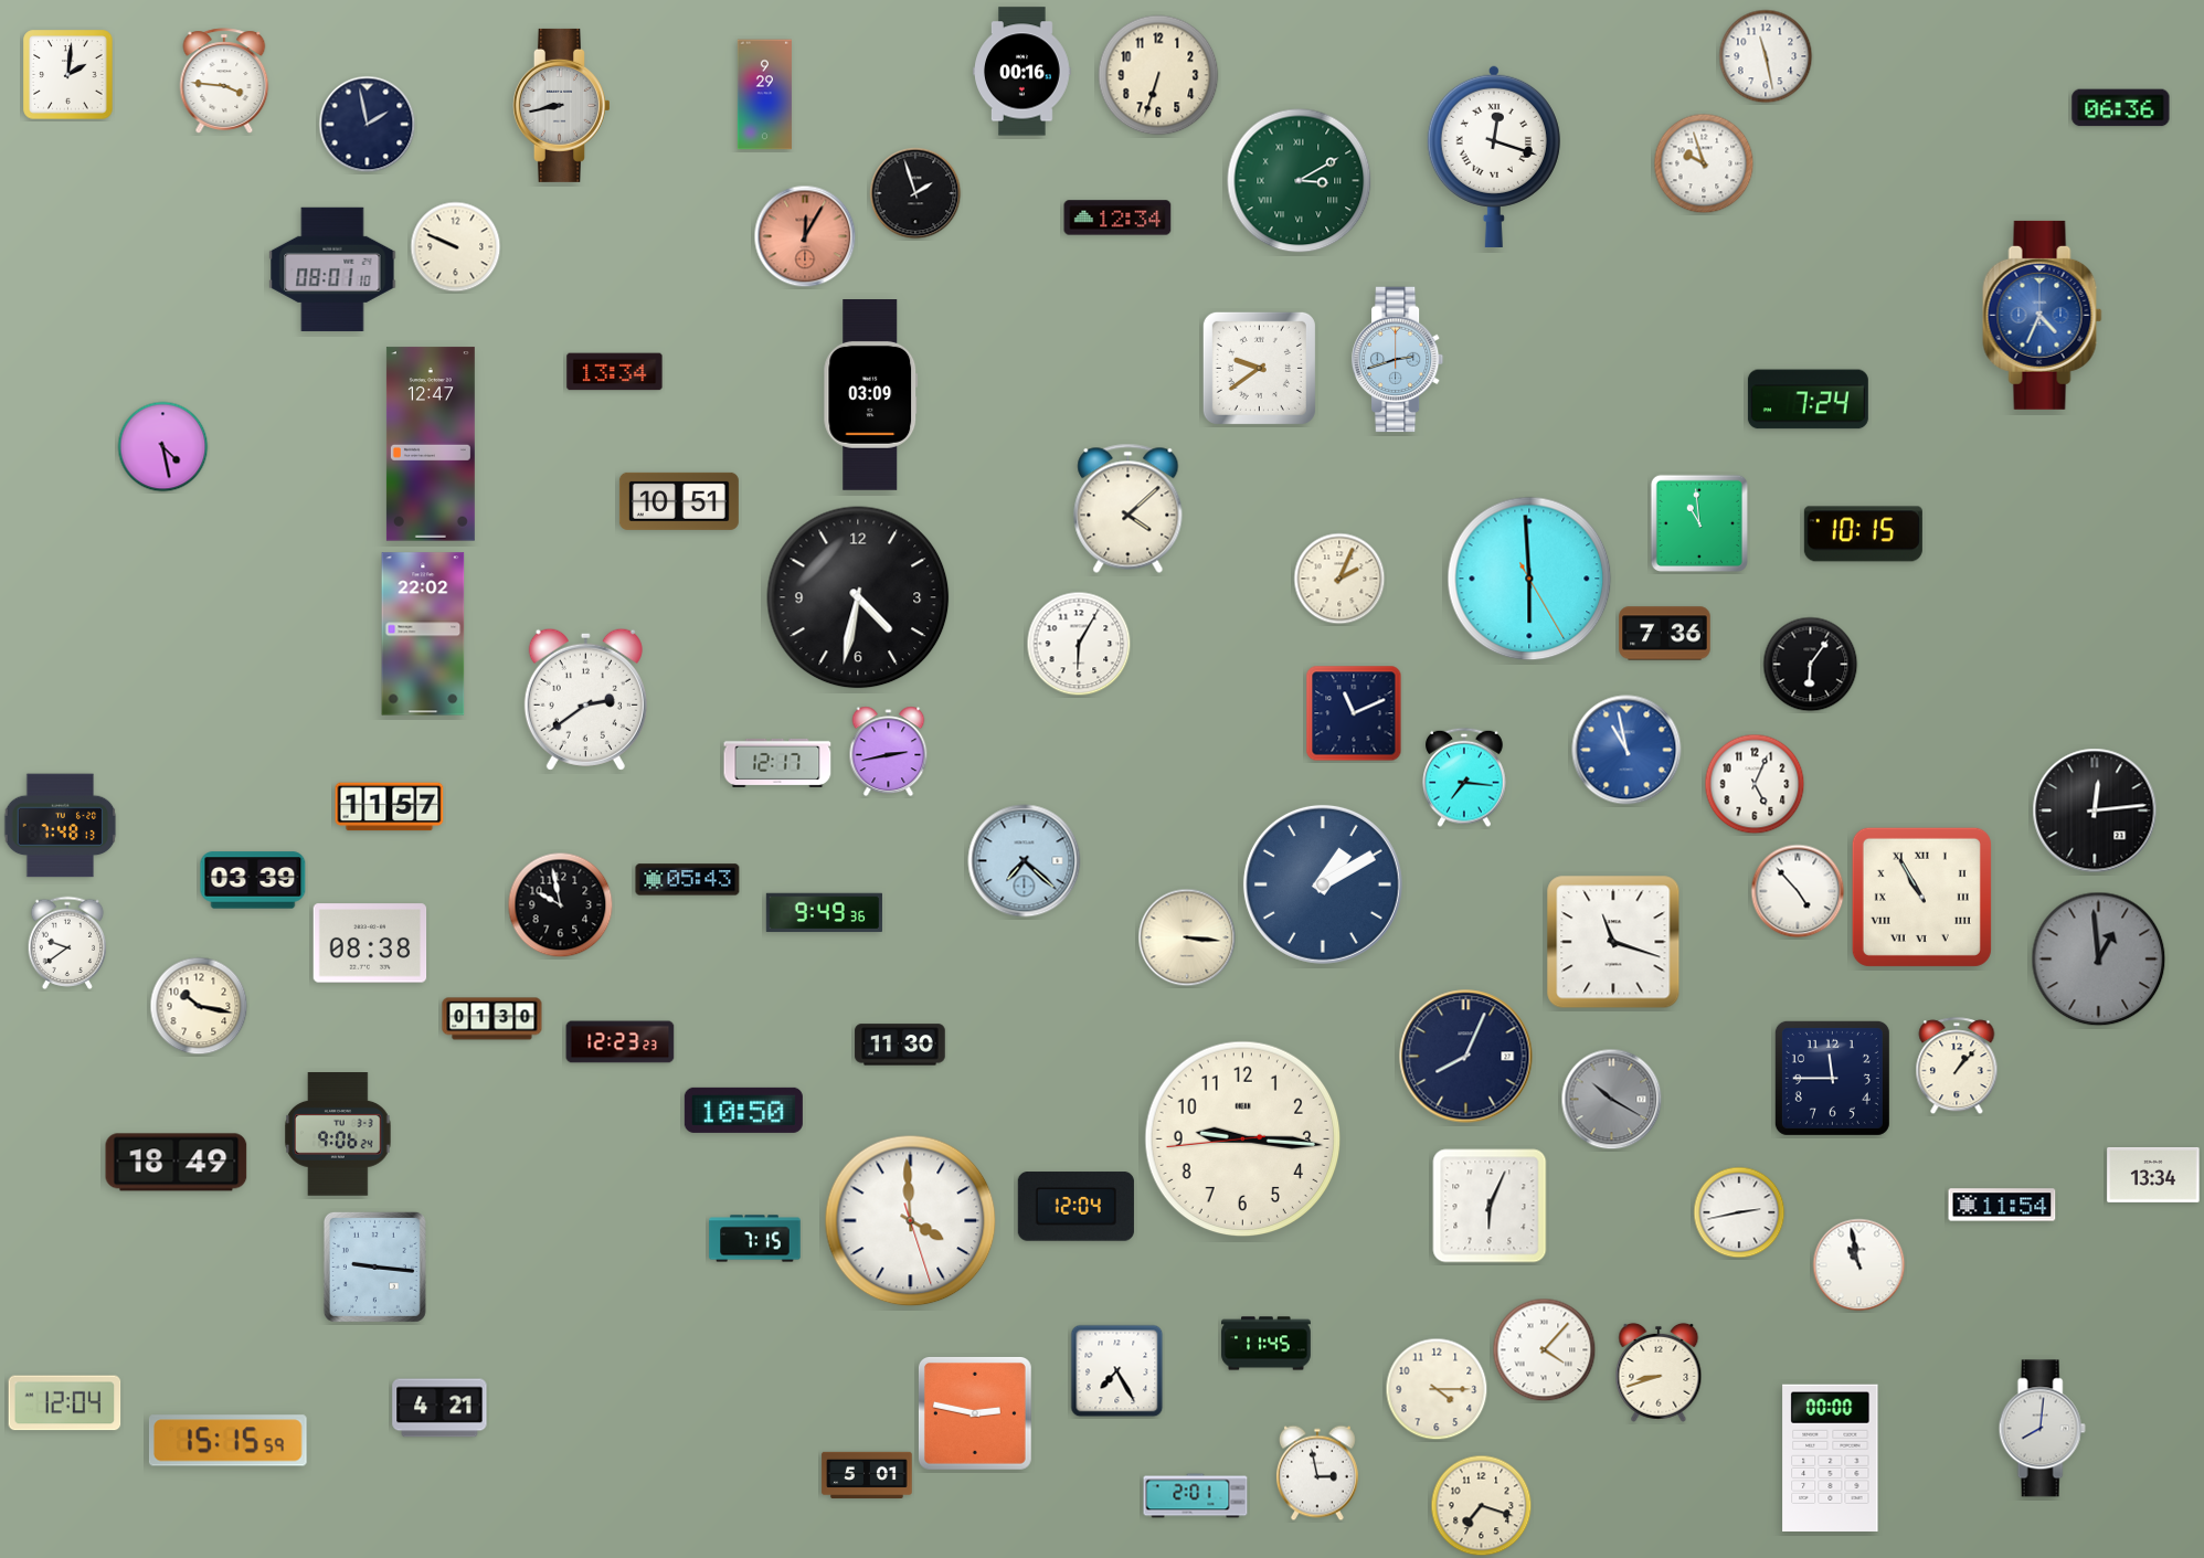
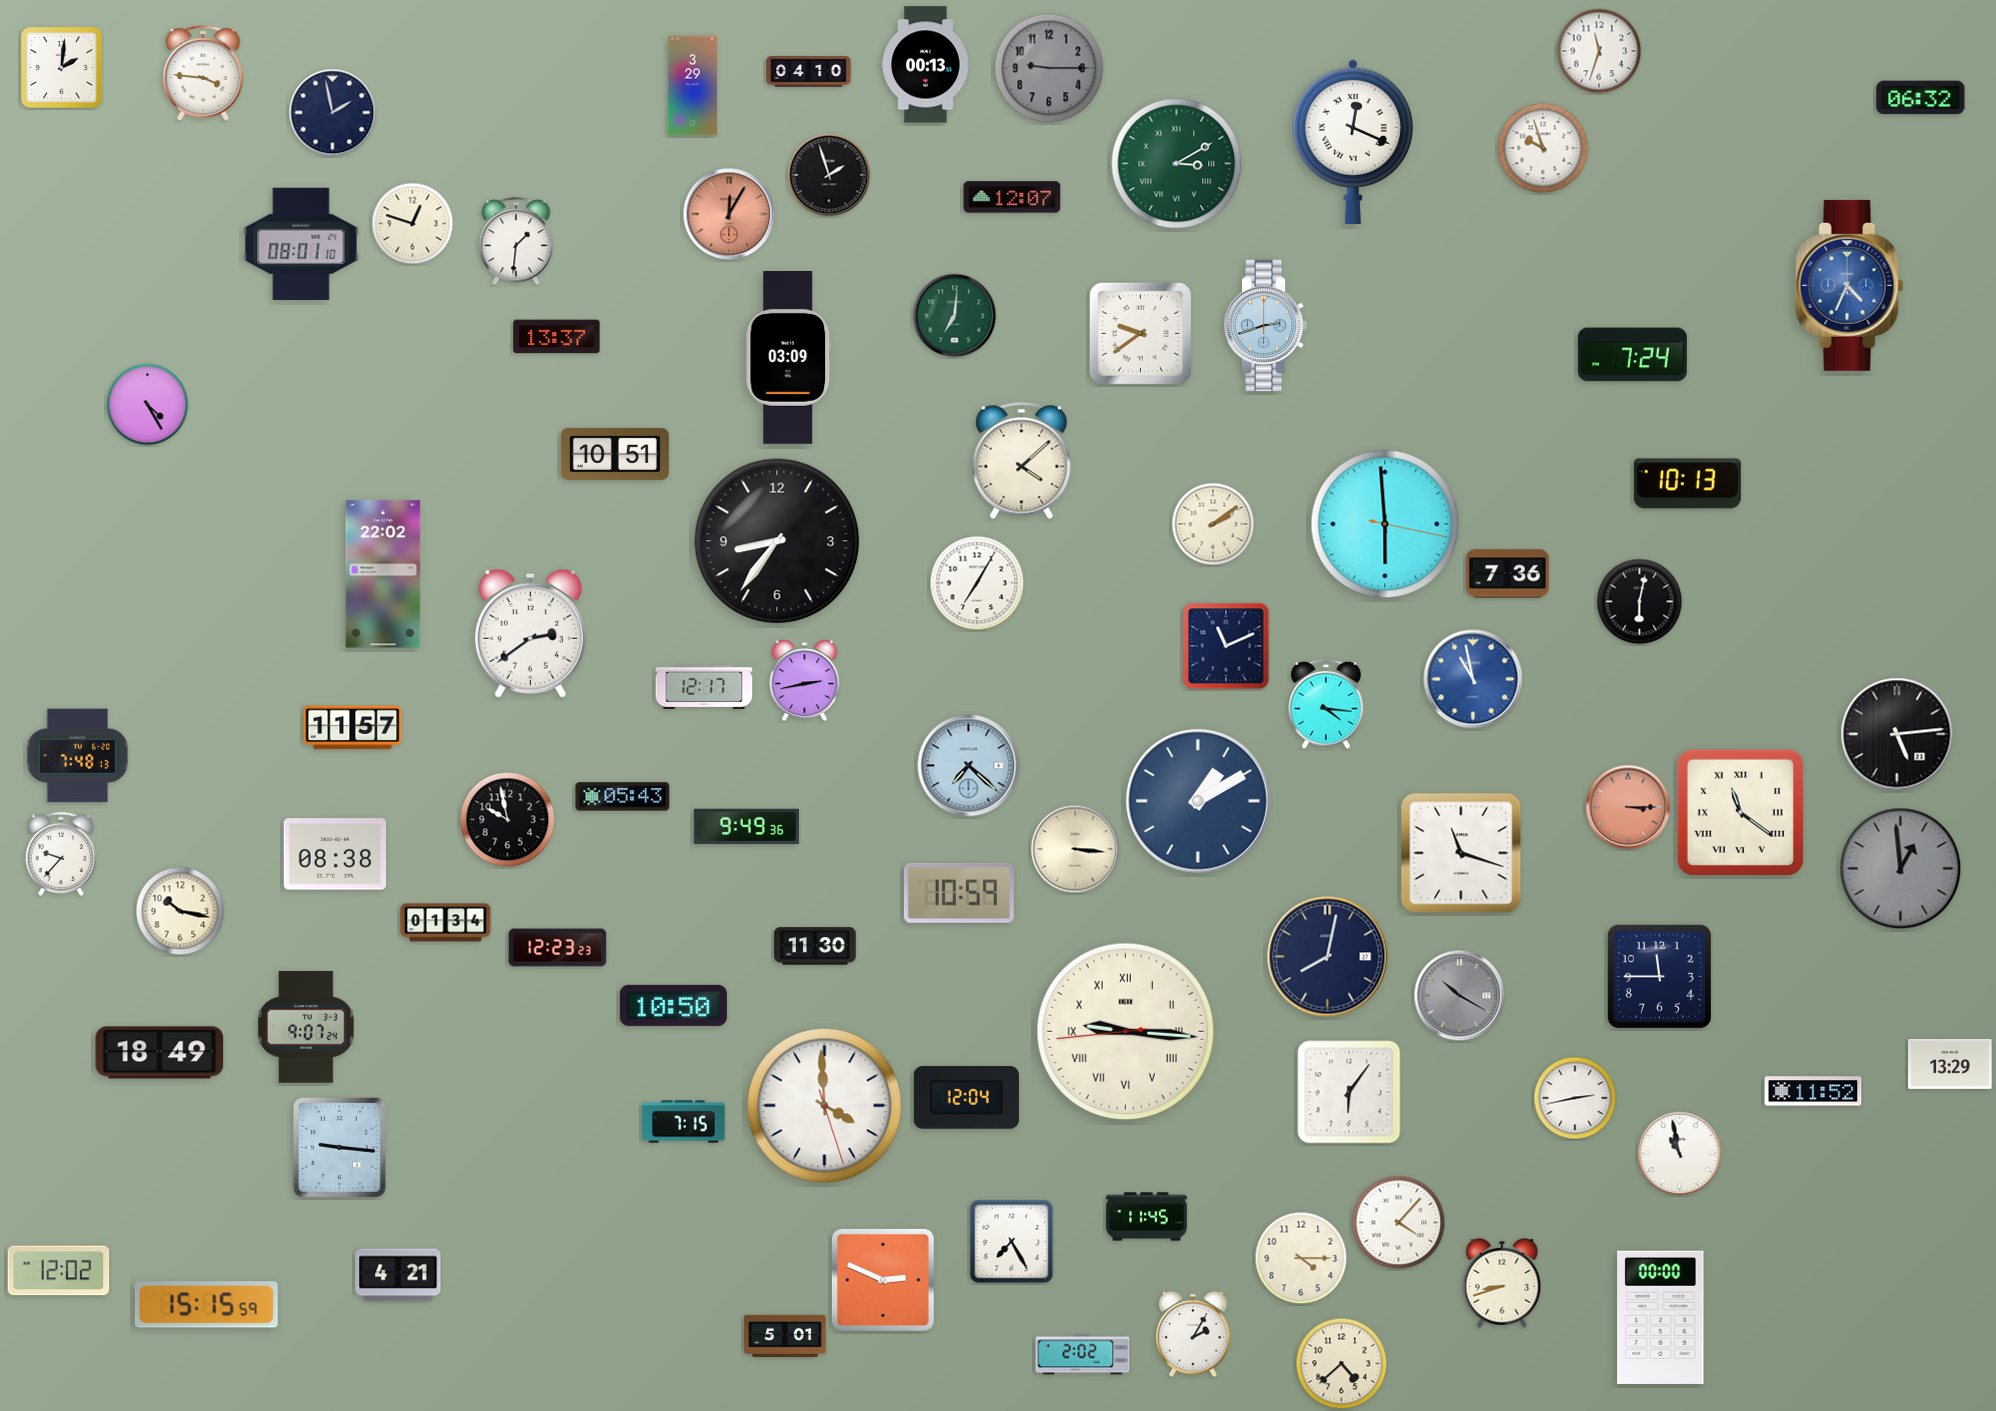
clock at (1766, 56): 11:28 -> 11:33
clock at (1022, 72): 00:16 -> 00:13
clock at (1158, 75): 6:33 -> 9:15
clock at (1158, 75) dial: cream -> grey
clock at (809, 72): none -> 04:10
clock at (764, 95): 9:29 -> 3:29
clock at (562, 105): 8:43 -> none
clock at (2121, 108): 06:36 -> 06:32
clock at (1494, 156): 12:18 -> 12:19
clock at (1117, 218): 12:34 -> 12:07
clock at (456, 247): 9:49 -> 12:48
clock at (516, 242): none -> 1:31
clock at (955, 316): none -> 7:01
clock at (615, 372): 13:34 -> 13:37
clock at (1808, 400) position: (1808, 400) -> (1632, 355)
clock at (431, 444): 12:47 -> none
clock at (163, 447): 4:28 -> 4:25
clock at (1699, 523): 10:59 -> none
clock at (1863, 534): 10:15 -> 10:13
clock at (1339, 579): 2:04 -> 2:09
clock at (1529, 579): 5:59:25 -> 5:59:17
clock at (858, 597): 4:32 -> 8:36
clock at (1079, 644): 6:05 -> 7:05
clock at (1811, 665): 6:06 -> 6:02
clock at (777, 763) position: (777, 763) -> (704, 687)
clock at (1464, 777): 7:16 -> 4:16
clock at (1755, 784): 5:04 -> none
clock at (390, 807) position: (390, 807) -> (353, 728)
clock at (2095, 810): 12:14 -> 5:14
clock at (61, 826) position: (61, 826) -> (78, 756)
clock at (1025, 861) position: (1025, 861) -> (969, 766)
clock at (253, 880): 03:39 -> none
clock at (1798, 891): 4:53 -> 3:15
clock at (1798, 891) dial: white -> salmon
clock at (1921, 897): 10:55 -> 11:21
clock at (67, 942): 9:39 -> 9:37
clock at (959, 893): none -> 10:59
clock at (492, 1019): 01:30 -> 01:34
clock at (621, 1042) position: (621, 1042) -> (558, 948)
clock at (1466, 1057): 8:04 -> 8:02
clock at (1957, 1067): 1:07 -> none
clock at (338, 1135): 9:06 -> 9:07
clock at (1243, 1140) numerals: Arabic -> Roman
clock at (2153, 1175): 13:34 -> 13:29
clock at (2002, 1205): 11:54 -> 11:52
clock at (1490, 1206): 6:04 -> 6:06
clock at (1075, 1207) position: (1075, 1207) -> (966, 1098)
clock at (1859, 1265) position: (1859, 1265) -> (1680, 1154)
clock at (1659, 1372) position: (1659, 1372) -> (1502, 1283)
clock at (65, 1403): 12:04 -> 12:02
clock at (975, 1413): 2:47 -> 2:49
clock at (2042, 1429): 8:01 -> none
clock at (1831, 1458) position: (1831, 1458) -> (1661, 1317)
clock at (1317, 1473): 2:58 -> 2:05
clock at (1196, 1496): 2:01 -> 2:02
clock at (1482, 1506): 7:18 -> 4:38
